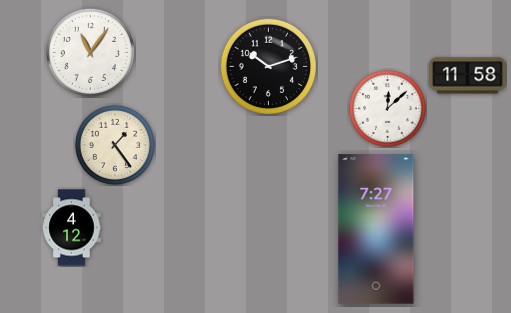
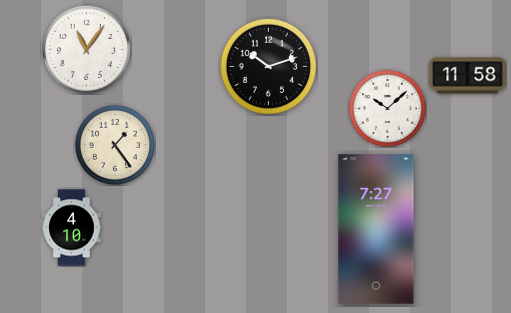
clock at (90, 52) position: (90, 52) -> (86, 49)
clock at (387, 108): 12:08 -> 10:08
clock at (72, 228): 4:12 -> 4:10
